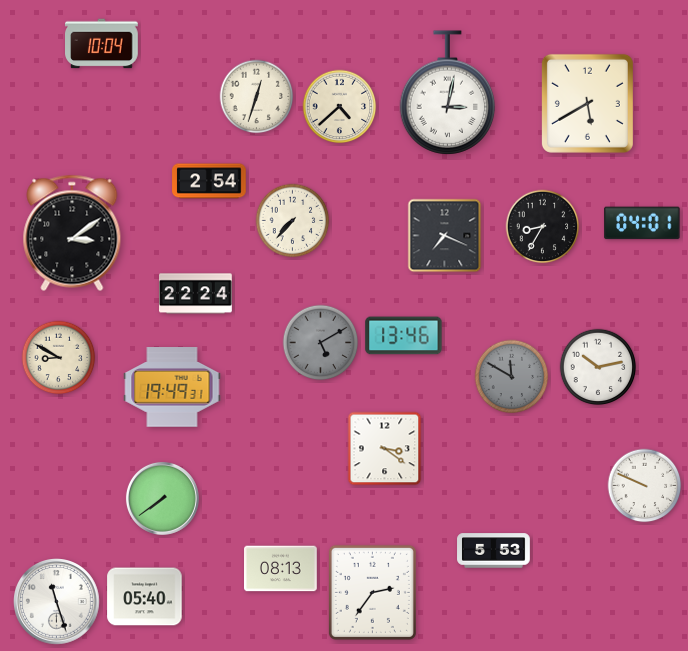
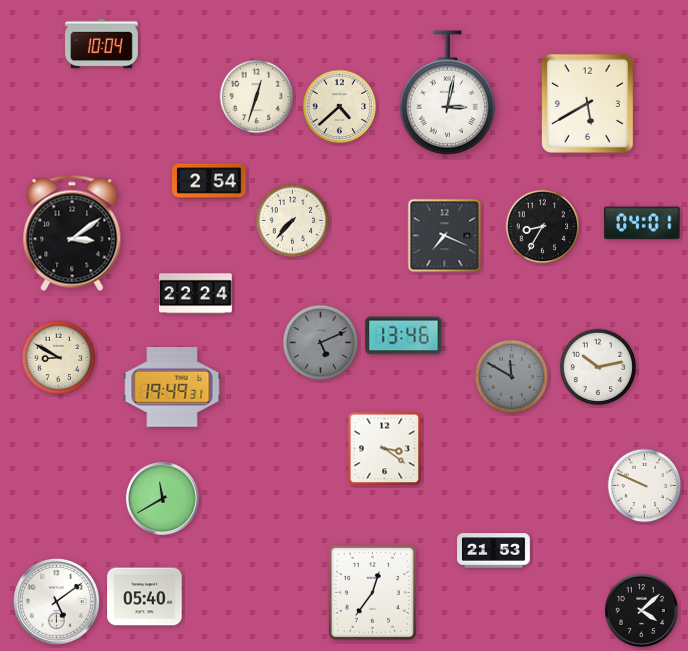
clock at (321, 343): 5:10 -> 5:11
clock at (162, 498): 7:39 -> 11:40
clock at (494, 551): 5:53 -> 21:53
clock at (281, 569): 08:13 -> none
clock at (372, 592): 2:36 -> 12:36
clock at (57, 602): 11:27 -> 5:09
clock at (641, 610): none -> 4:08
